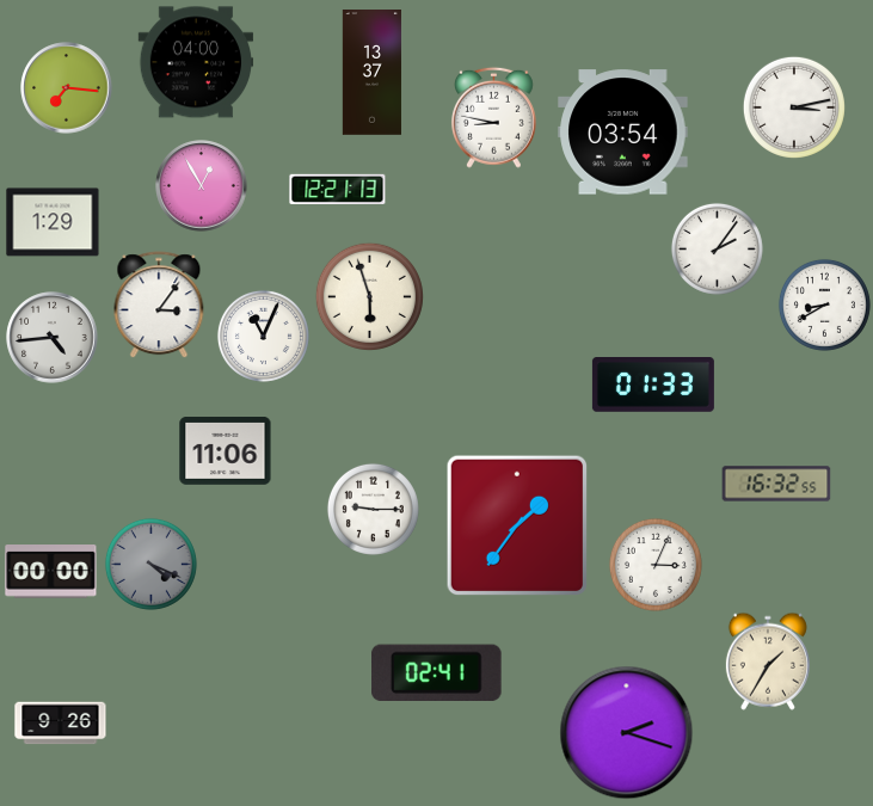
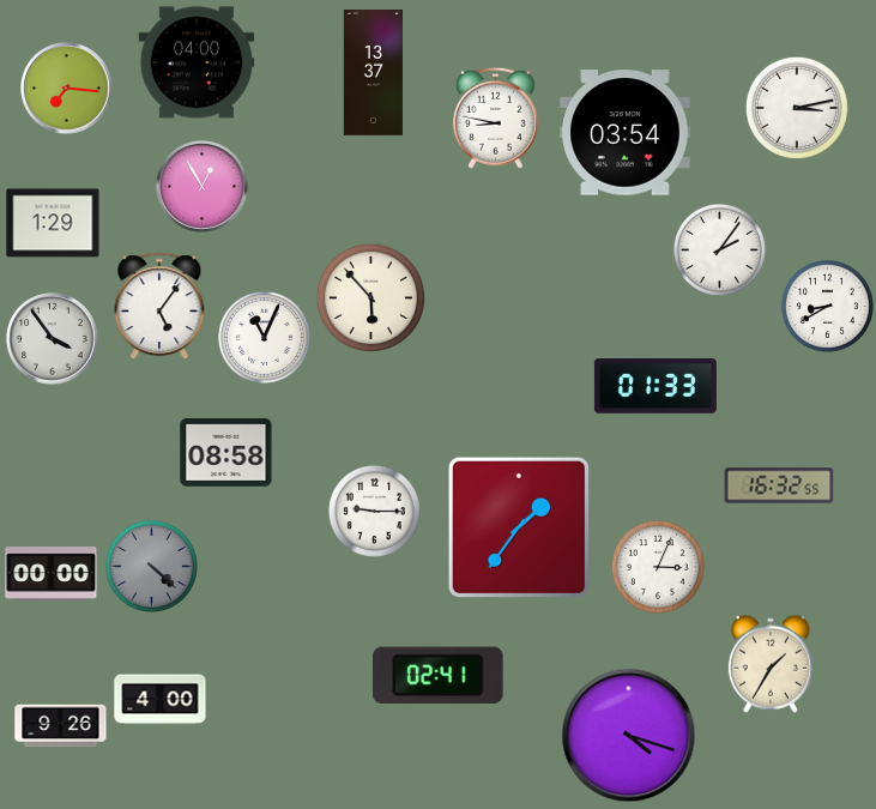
clock at (338, 189): 12:21 -> none
clock at (369, 296): 5:57 -> 5:53
clock at (159, 304): 3:06 -> 5:06
clock at (53, 338): 4:44 -> 3:54
clock at (226, 451): 11:06 -> 08:58
clock at (150, 564): 4:19 -> 4:22
clock at (161, 700): none -> 4:00
clock at (627, 733): 2:18 -> 4:18
